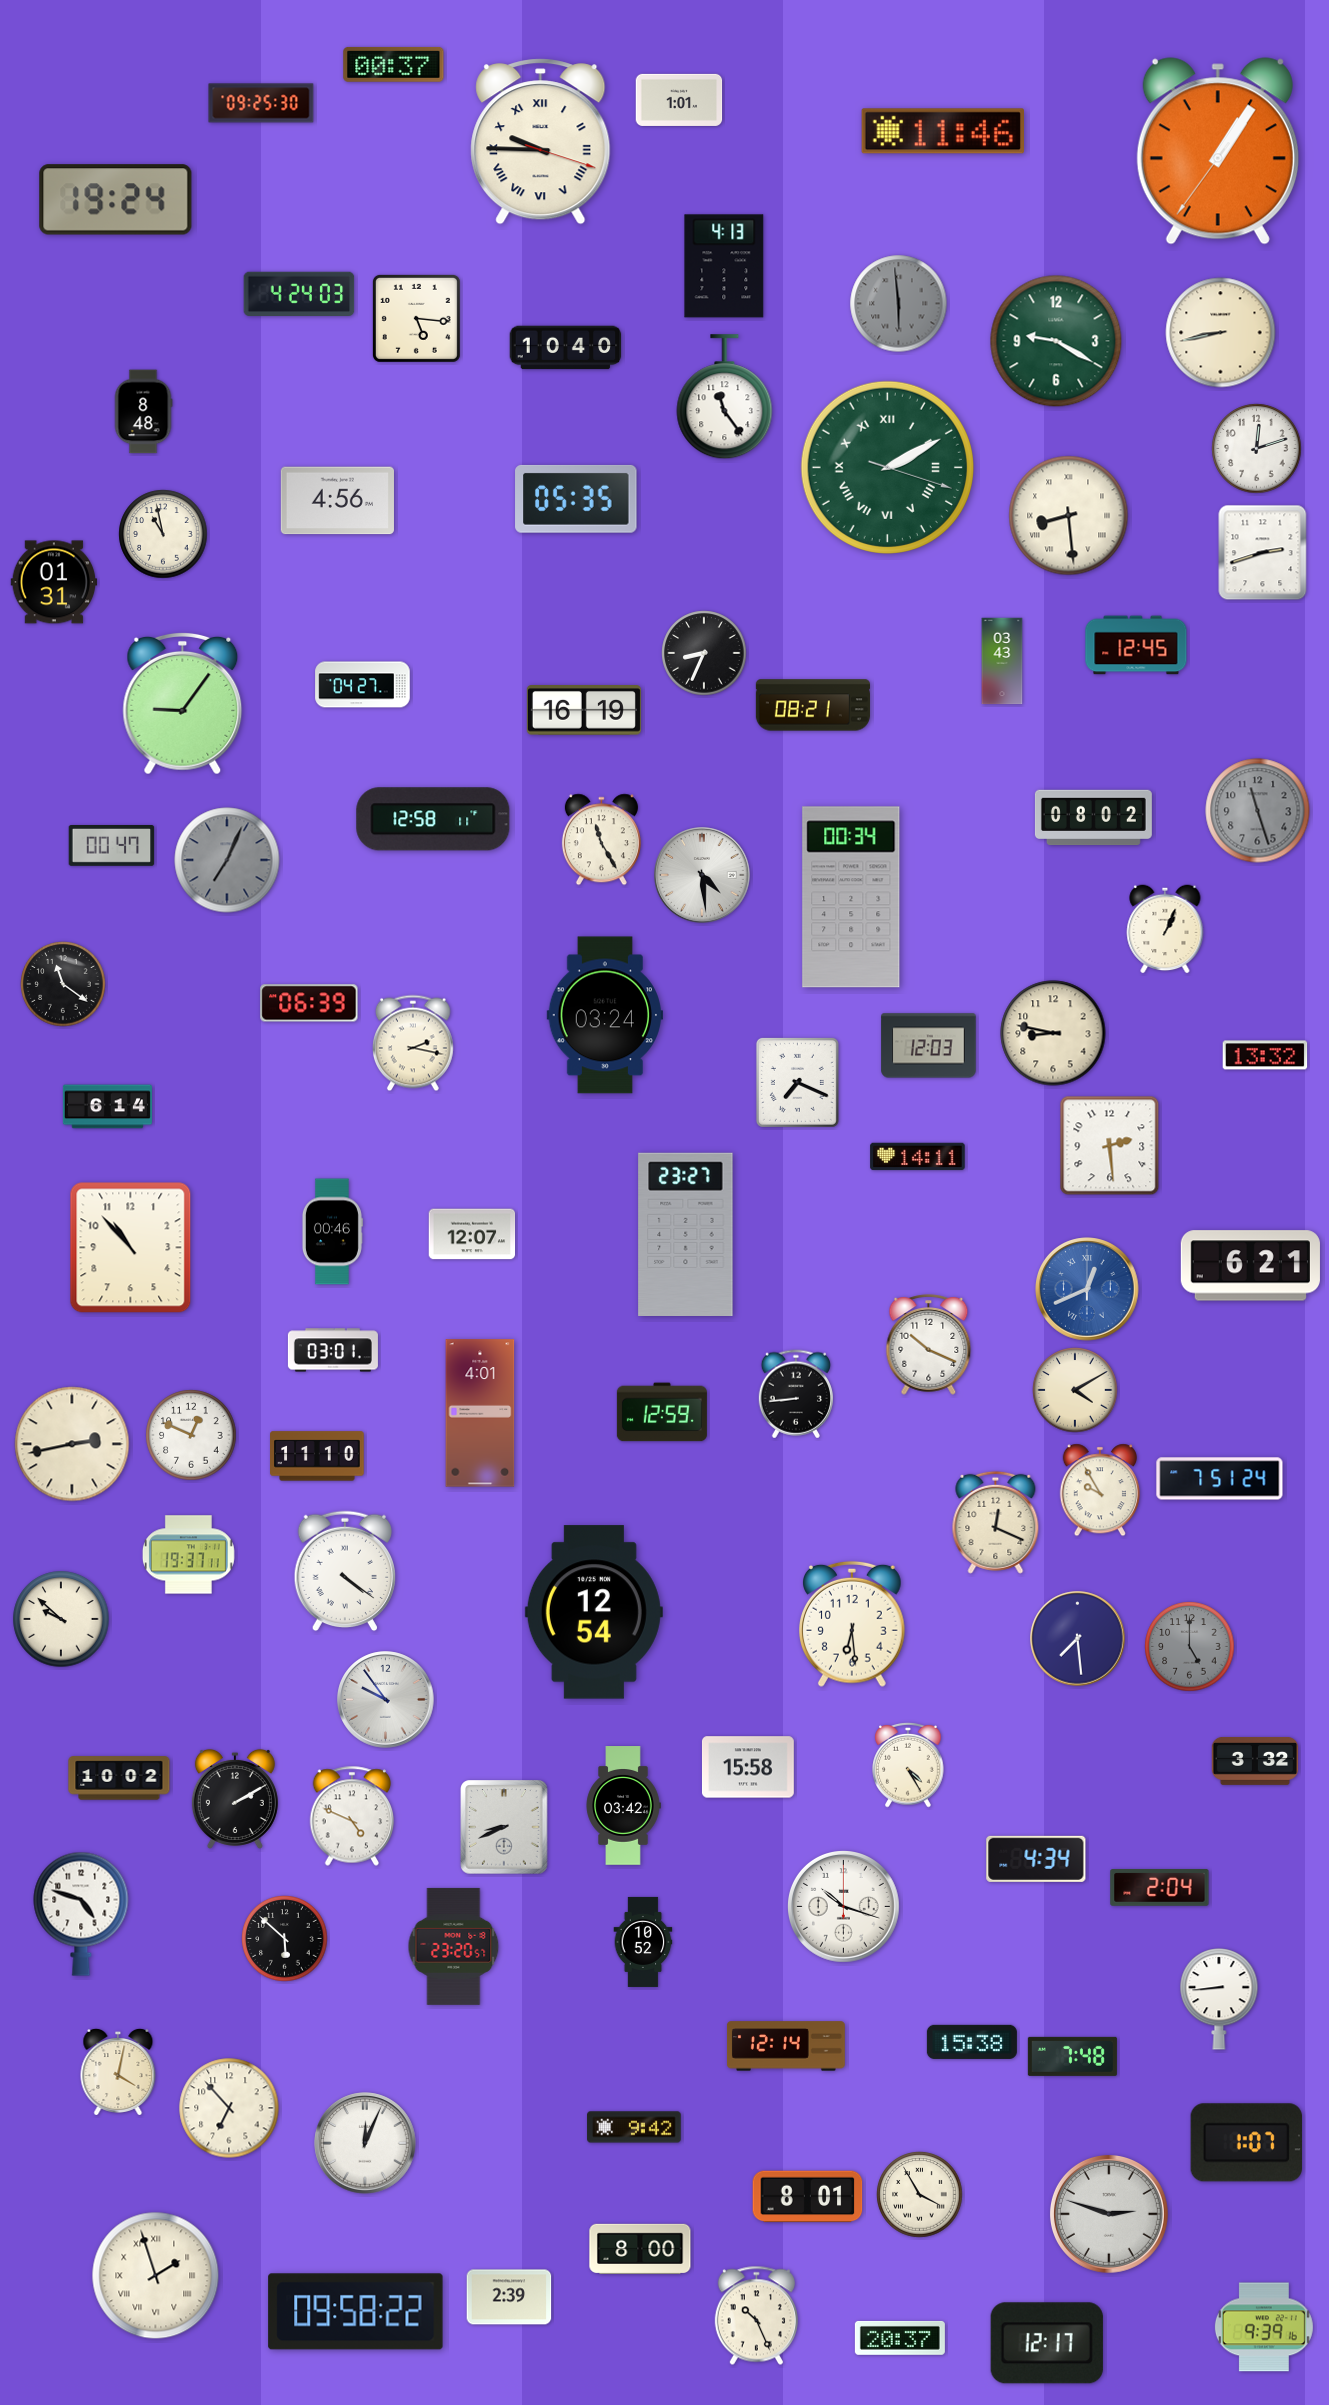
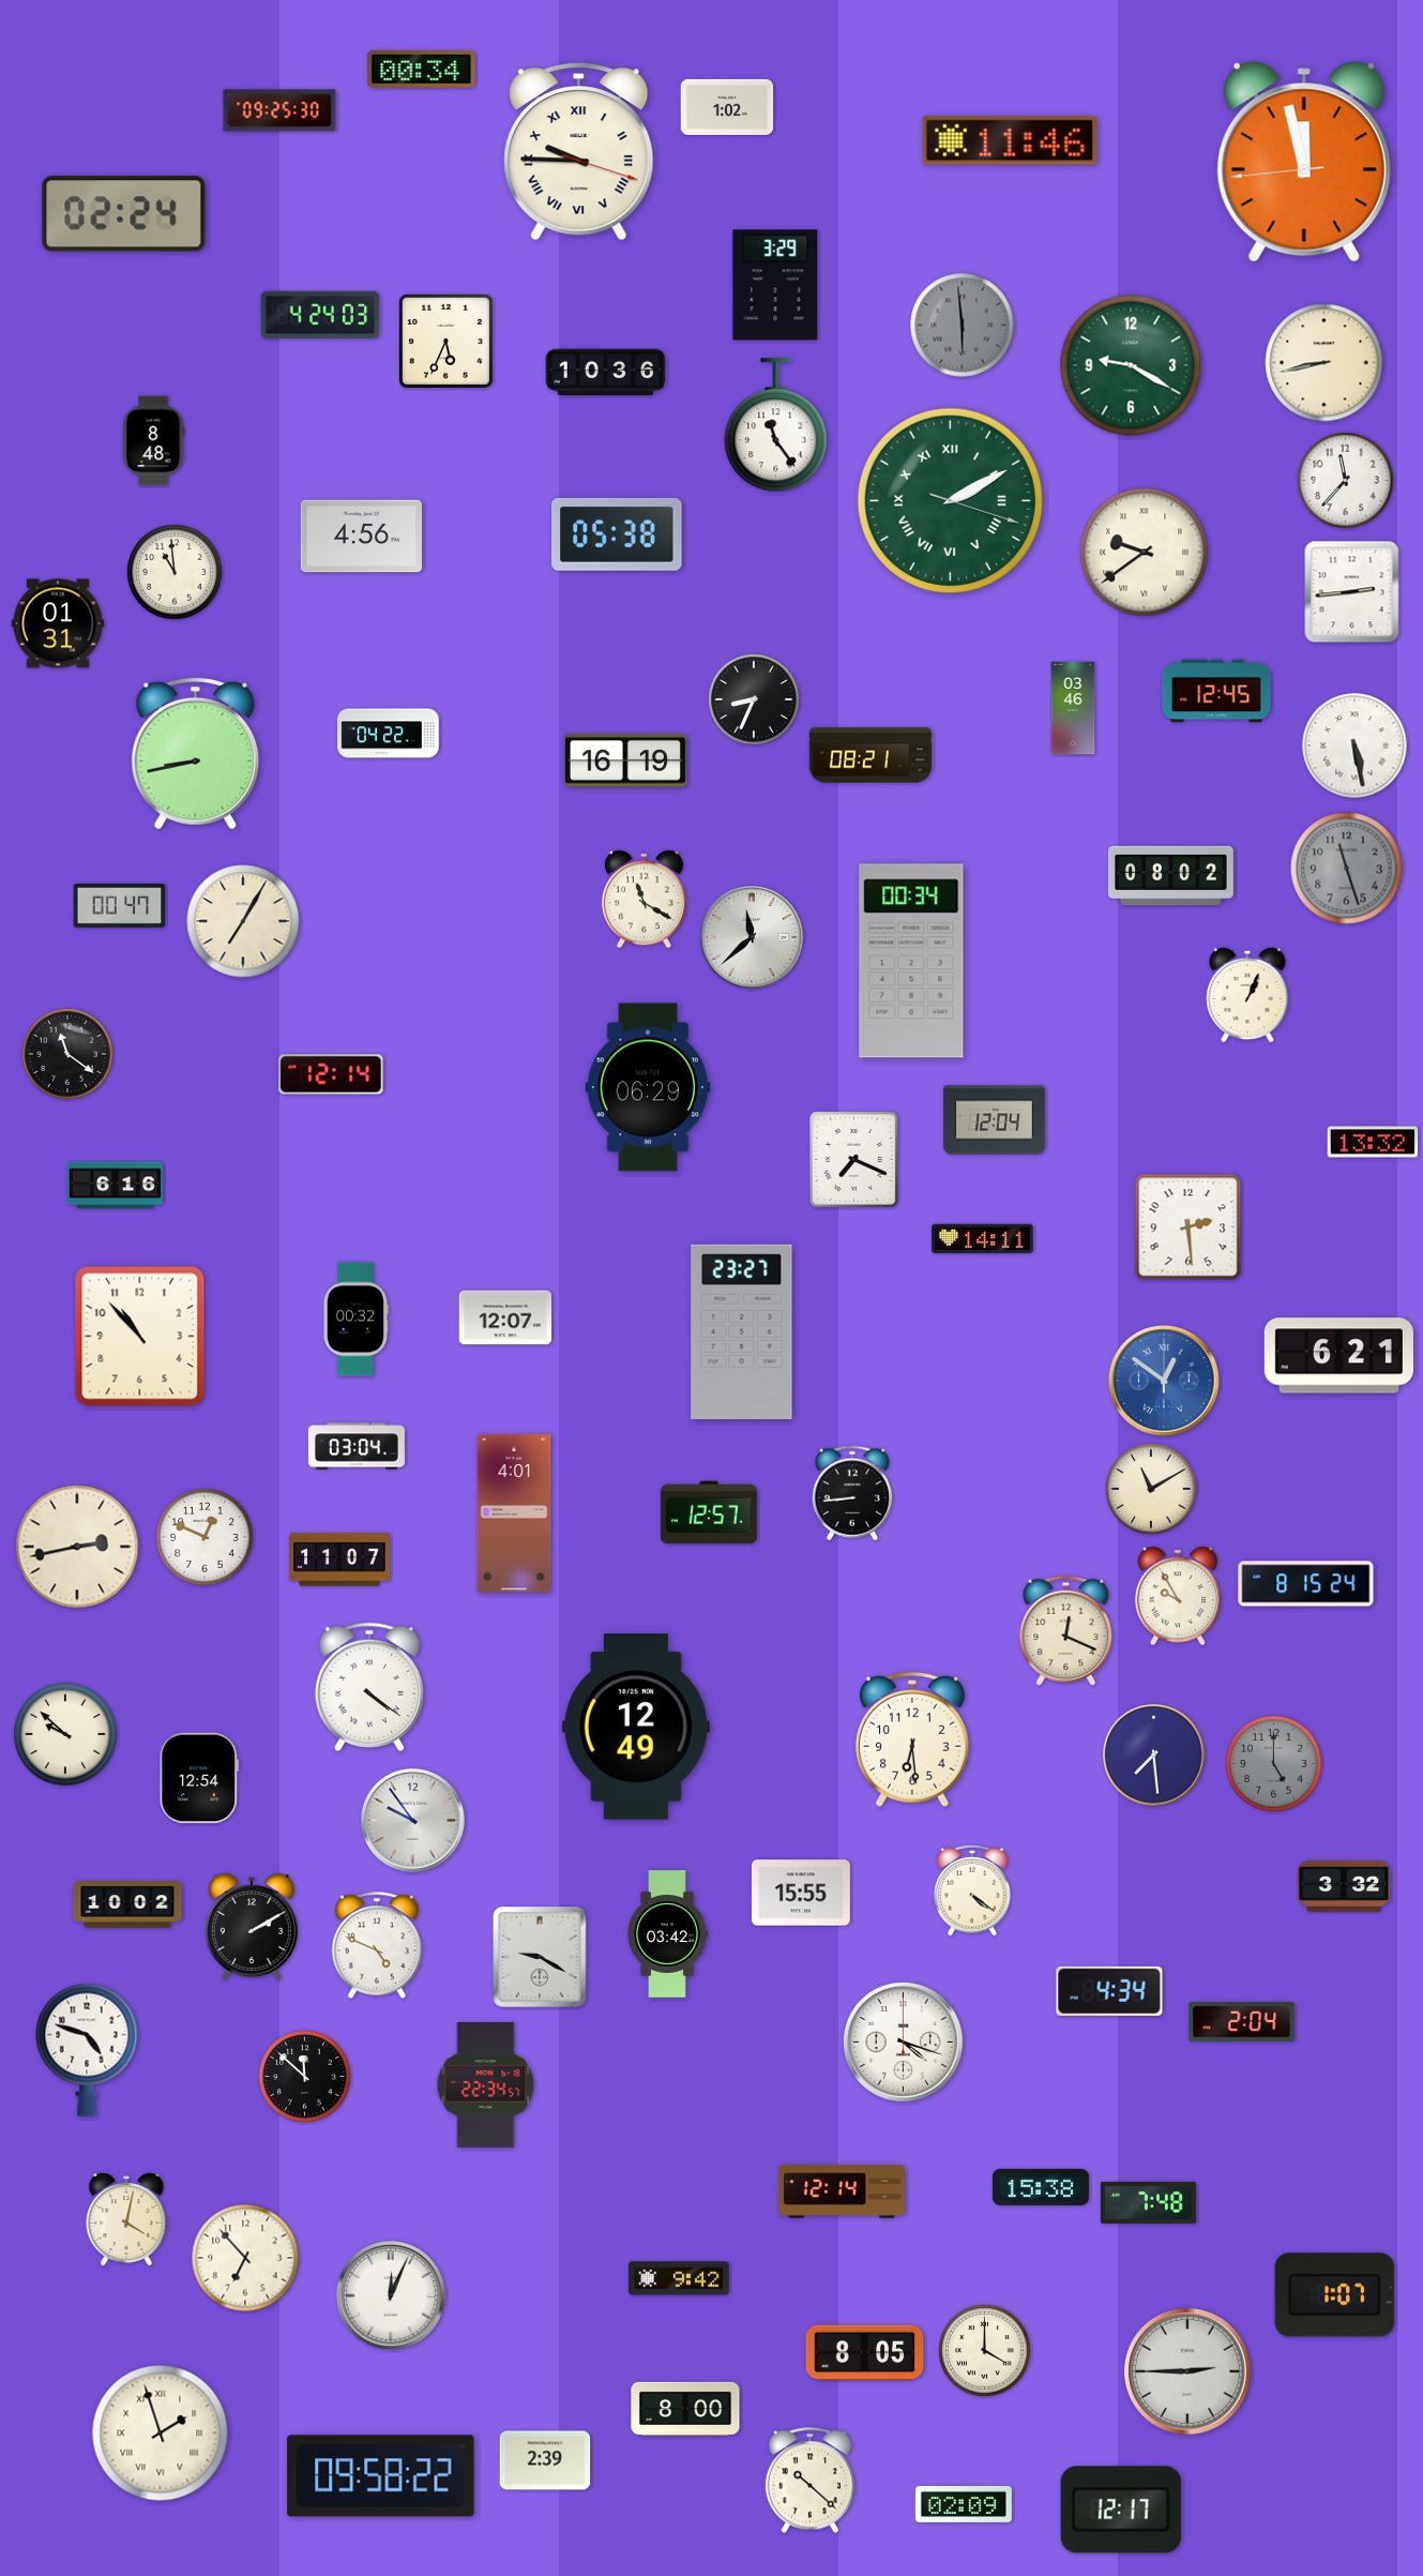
clock at (394, 64): 00:37 -> 00:34
clock at (679, 100): 1:01 -> 1:02
clock at (1218, 151): 1:05 -> 11:57
clock at (116, 200): 19:24 -> 02:24
clock at (724, 266): 4:13 -> 3:29
clock at (416, 318): 5:16 -> 5:34
clock at (1221, 333) position: (1221, 333) -> (1324, 363)
clock at (566, 348): 10:40 -> 10:36
clock at (1257, 449): 12:12 -> 11:37
clock at (576, 499): 05:35 -> 05:38
clock at (1069, 516): 8:29 -> 9:39
clock at (163, 534): 10:58 -> 10:59
clock at (1263, 553): 2:42 -> 2:44
clock at (1002, 661): 03:43 -> 03:46
clock at (363, 685): 04:27 -> 04:22
clock at (1354, 745): none -> 5:28
clock at (183, 703): 9:06 -> 8:43
clock at (433, 819): 12:58 -> none
clock at (601, 840): 11:25 -> 11:20
clock at (227, 860): 7:04 -> 7:05
clock at (227, 860) dial: grey -> cream
clock at (702, 875): 4:29 -> 11:38
clock at (309, 1003): 06:39 -> 12:14
clock at (604, 1015): 03:24 -> 06:29
clock at (1053, 1033): 8:47 -> none
clock at (413, 1043): 2:17 -> none
clock at (929, 1046): 12:03 -> 12:04
clock at (1265, 1055) position: (1265, 1055) -> (1373, 1142)
clock at (107, 1107): 6:14 -> 6:16
clock at (332, 1232): 00:46 -> 00:32
clock at (472, 1234) position: (472, 1234) -> (505, 1317)
clock at (686, 1234) position: (686, 1234) -> (742, 1331)
clock at (1087, 1289): 12:41 -> 12:51
clock at (929, 1345): 10:19 -> none
clock at (333, 1350): 03:01 -> 03:04
clock at (1075, 1390): 4:10 -> 11:10
clock at (662, 1412): 12:59 -> 12:57
clock at (317, 1456): 11:10 -> 11:07
clock at (1220, 1479): 7:51 -> 8:15
clock at (188, 1555): 19:37 -> none
clock at (344, 1571) position: (344, 1571) -> (368, 1687)
clock at (594, 1612): 12:54 -> 12:49
clock at (199, 1778): none -> 12:54
clock at (908, 1765): 4:25 -> 4:21
clock at (748, 1767): 15:58 -> 15:55
clock at (504, 1827): 8:41 -> 9:20
clock at (844, 1907): 10:18 -> 4:18
clock at (285, 1939): 5:52 -> 11:52
clock at (643, 1942): 10:52 -> none
clock at (454, 1946): 23:20 -> 22:34
clock at (1219, 1999): 8:44 -> none
clock at (920, 2195): 3:55 -> 4:00
clock at (808, 2197): 8:01 -> 8:05
clock at (1109, 2214): 2:48 -> 2:45
clock at (156, 2276) position: (156, 2276) -> (161, 2434)
clock at (756, 2316): 10:26 -> 10:22
clock at (1264, 2327): 9:39 -> none
clock at (900, 2338): 20:37 -> 02:09
